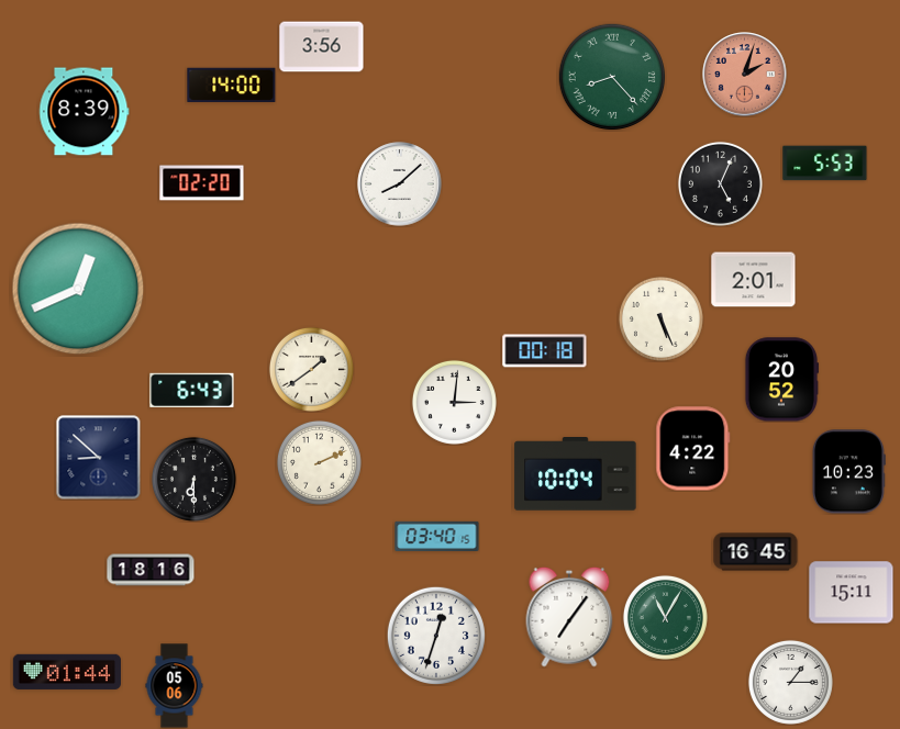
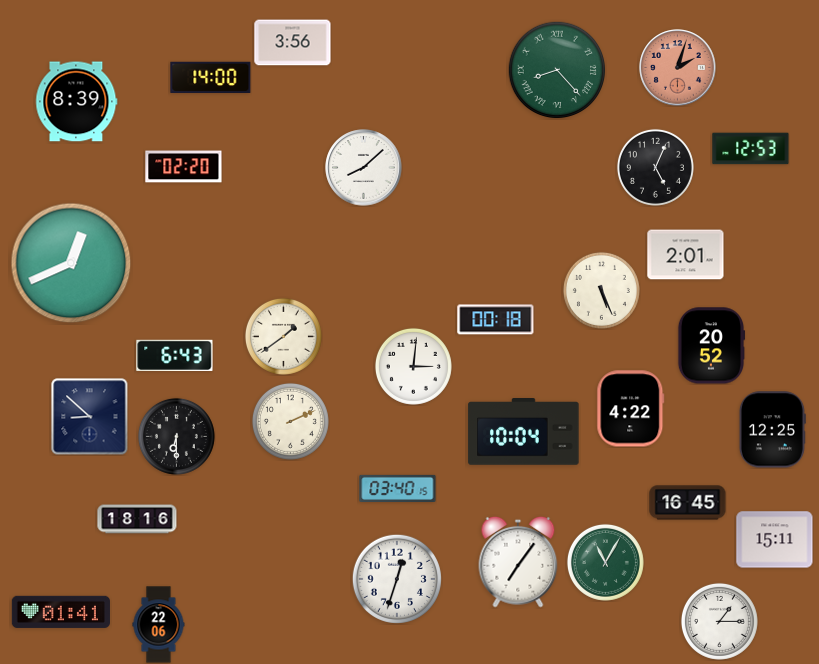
clock at (825, 164): 5:53 -> 12:53
clock at (848, 472): 10:23 -> 12:25
clock at (67, 672): 01:44 -> 01:41
clock at (175, 686): 05:06 -> 22:06
